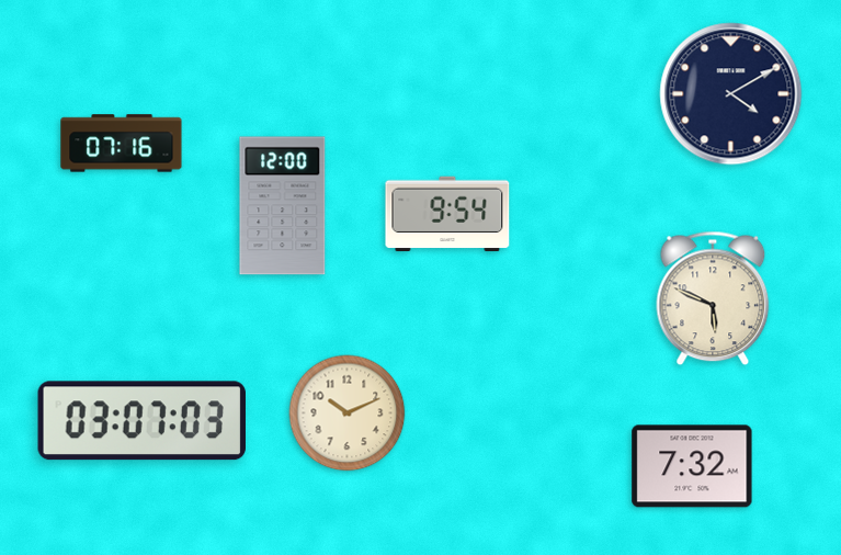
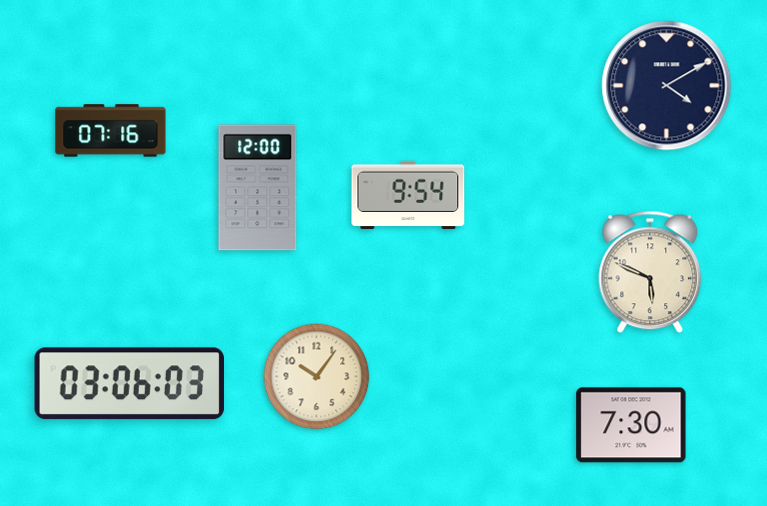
clock at (348, 414): 10:11 -> 10:06
clock at (141, 421): 03:07 -> 03:06
clock at (692, 466): 7:32 -> 7:30
